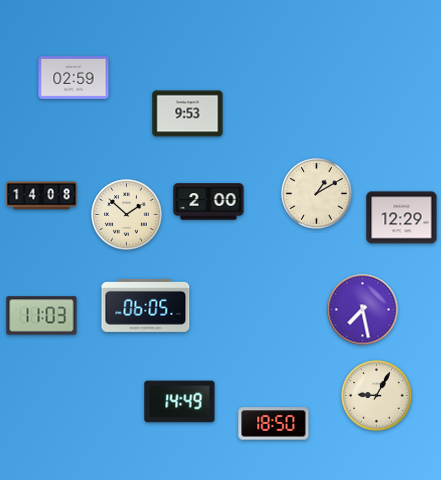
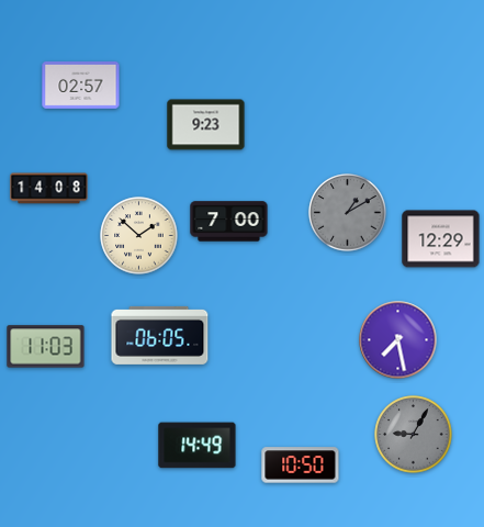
clock at (74, 77): 02:59 -> 02:57
clock at (188, 114): 9:53 -> 9:23
clock at (317, 194) dial: cream -> grey
clock at (42, 196) position: (42, 196) -> (49, 189)
clock at (209, 202): 2:00 -> 7:00
clock at (377, 396) dial: cream -> grey
clock at (180, 402) position: (180, 402) -> (198, 446)
clock at (274, 424): 18:50 -> 10:50
